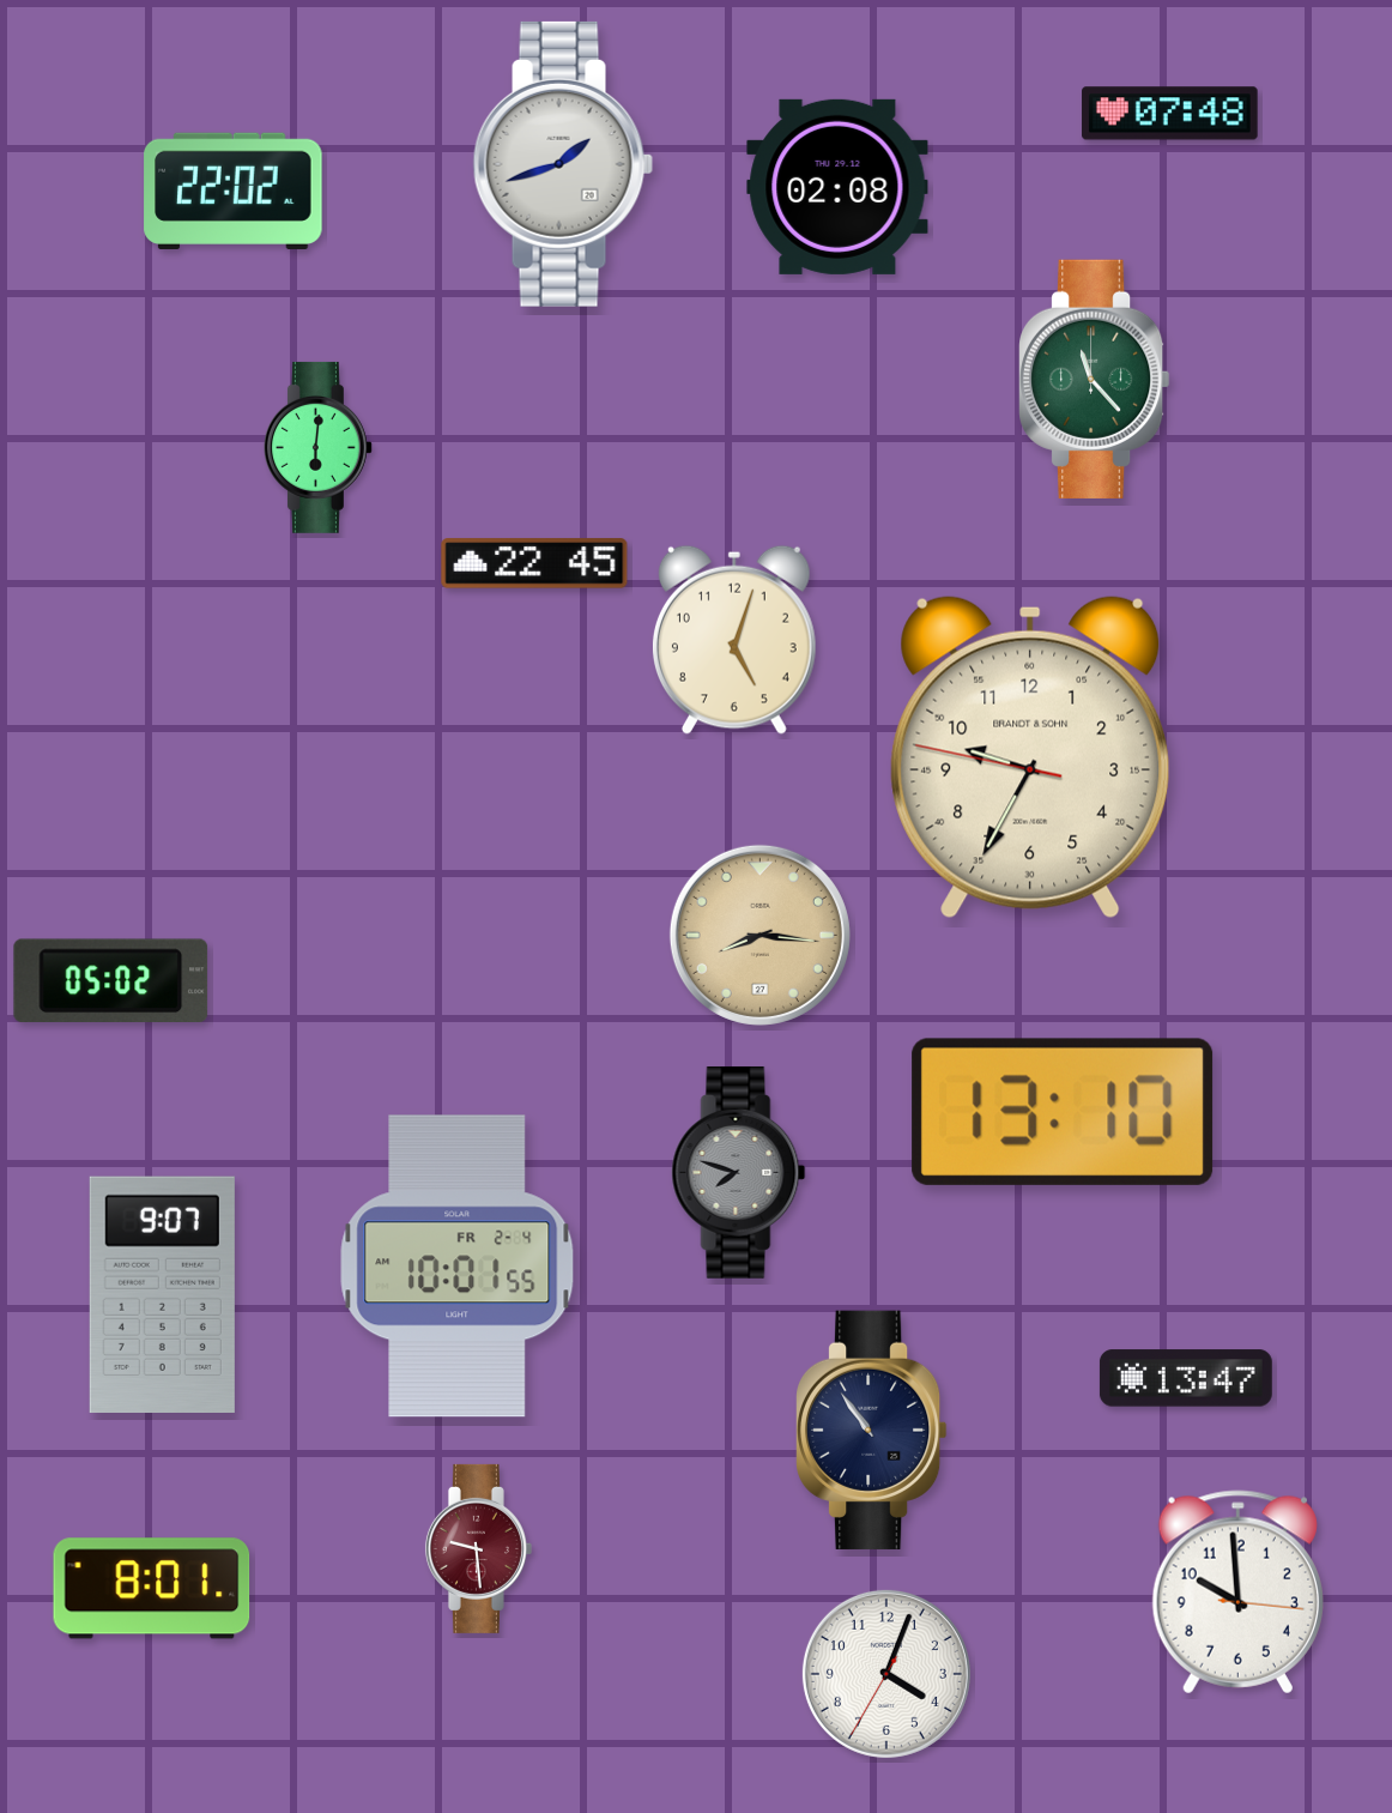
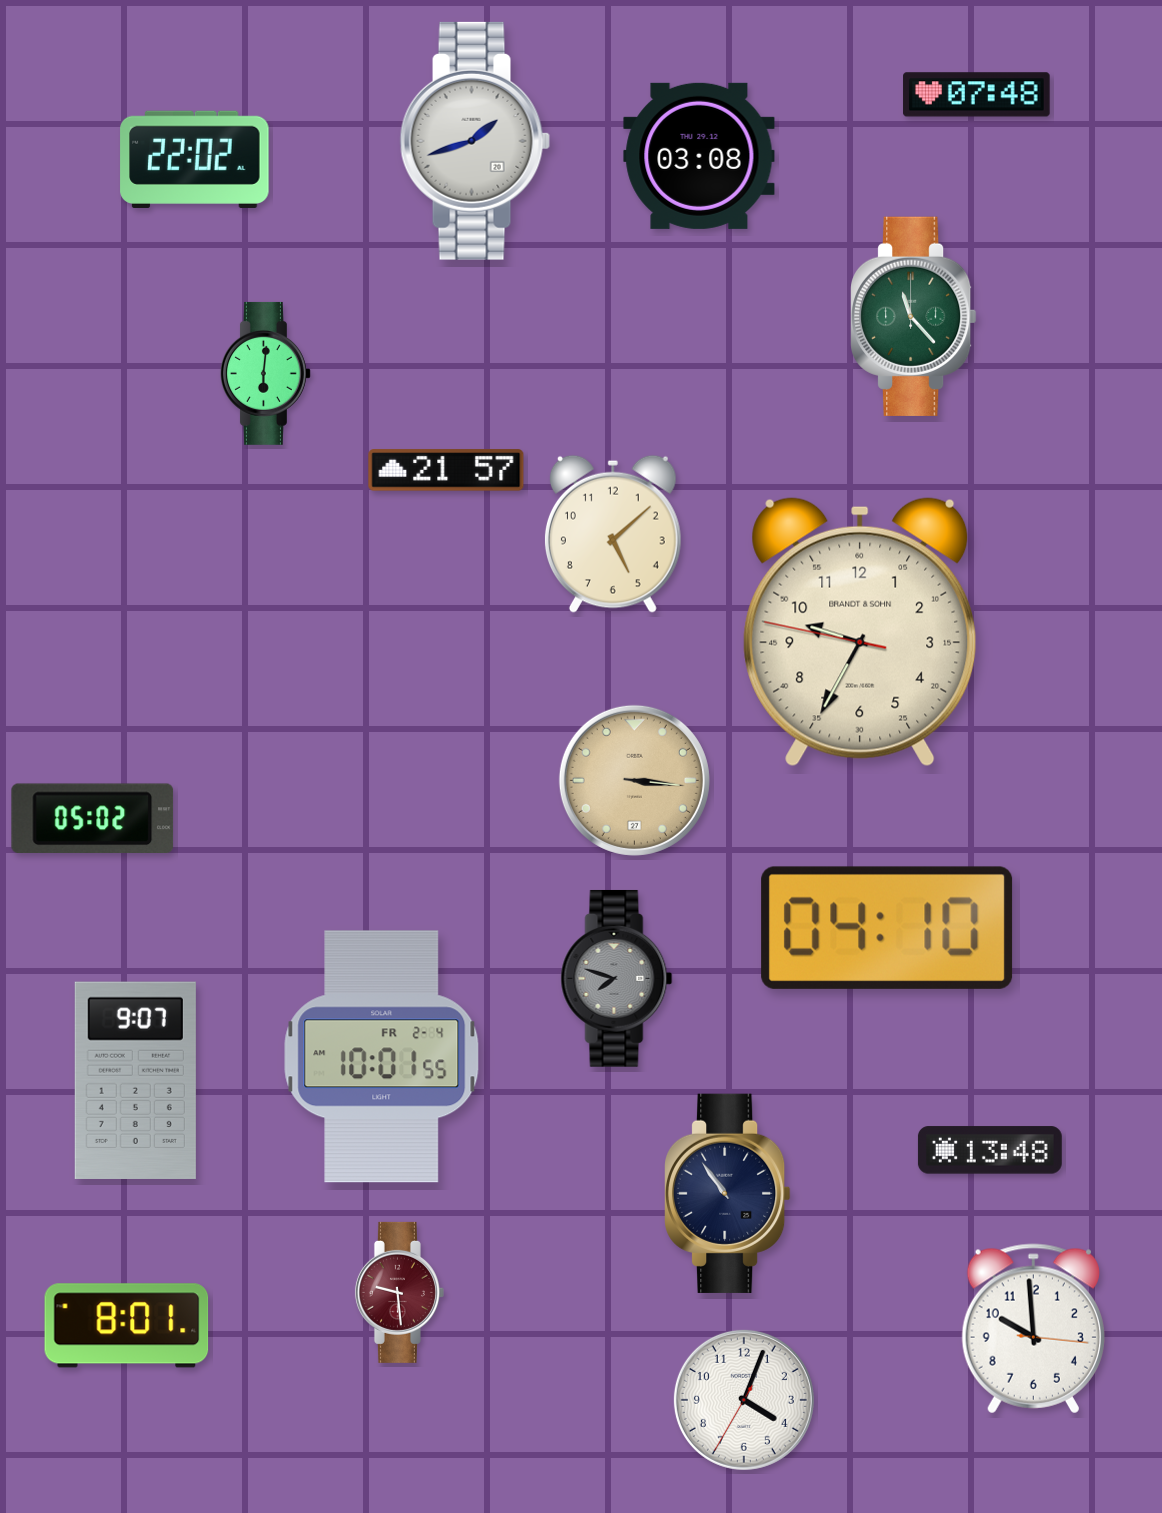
clock at (563, 164) position: (563, 164) -> (475, 141)
clock at (837, 187): 02:08 -> 03:08
clock at (534, 563): 22:45 -> 21:57
clock at (734, 640): 5:03 -> 5:08
clock at (759, 935): 8:16 -> 3:16
clock at (1063, 1112): 13:10 -> 04:10
clock at (1186, 1378): 13:47 -> 13:48
clock at (886, 1674) position: (886, 1674) -> (744, 1400)
